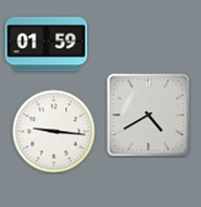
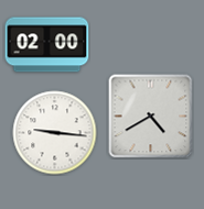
clock at (47, 45): 01:59 -> 02:00
